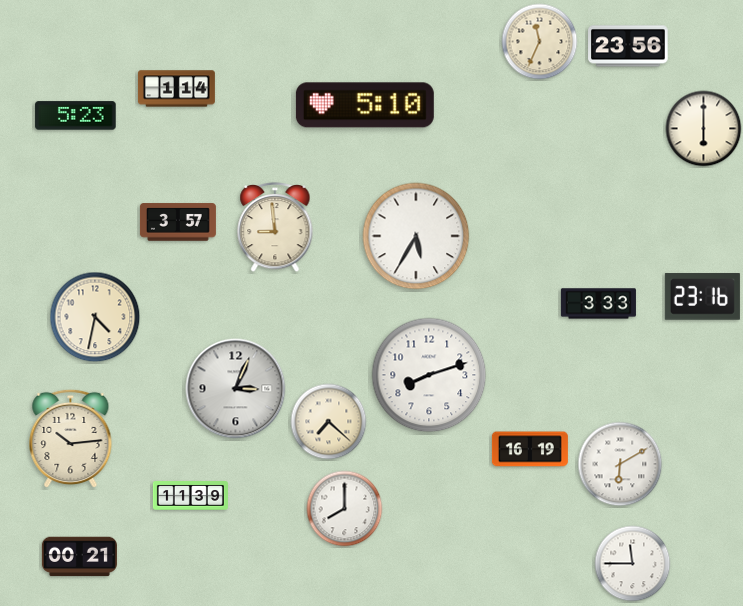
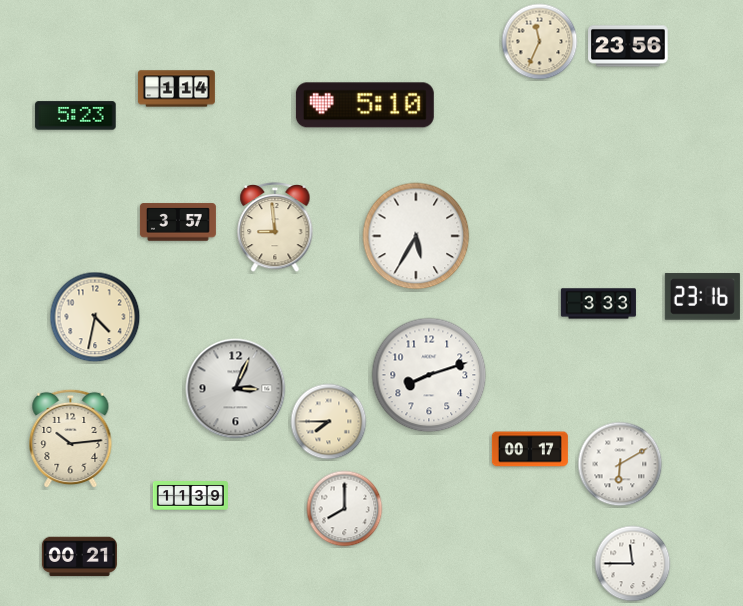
clock at (704, 129): 6:00 -> none
clock at (329, 422): 7:22 -> 7:45
clock at (530, 449): 16:19 -> 00:17
